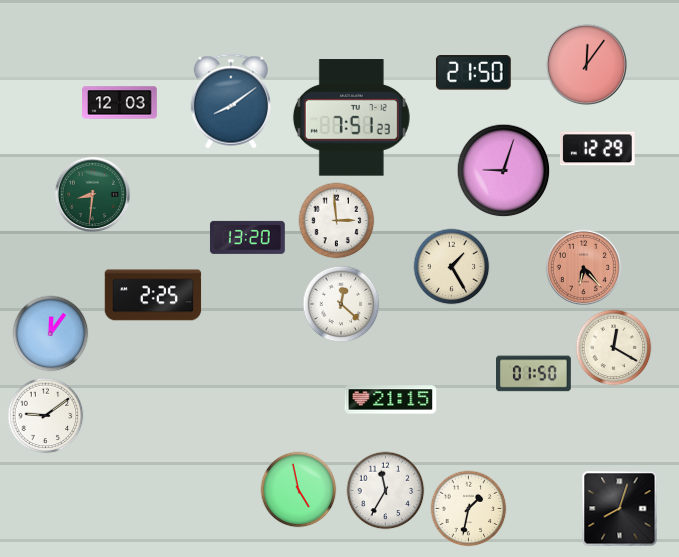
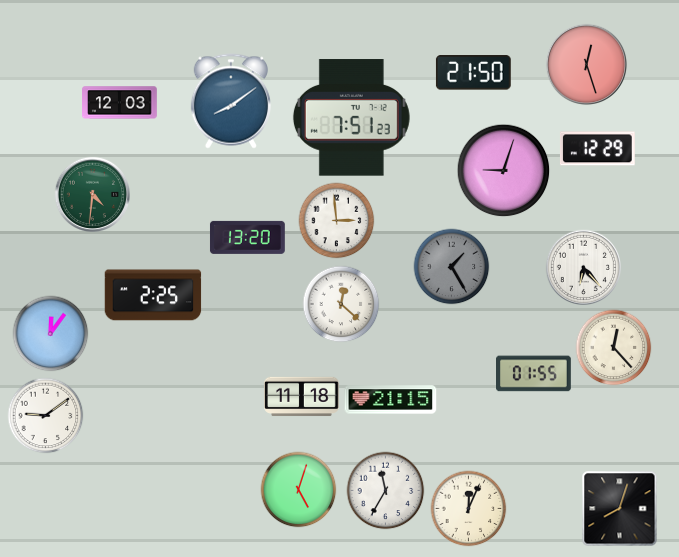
clock at (587, 65): 12:06 -> 12:27
clock at (92, 194): 8:31 -> 4:31
clock at (452, 267) dial: cream -> grey
clock at (583, 267) dial: salmon -> white
clock at (614, 348): 12:20 -> 12:23
clock at (534, 374): 01:50 -> 01:55
clock at (302, 397): none -> 11:18
clock at (299, 490): 4:58 -> 5:03
clock at (469, 509): 1:32 -> 12:04
